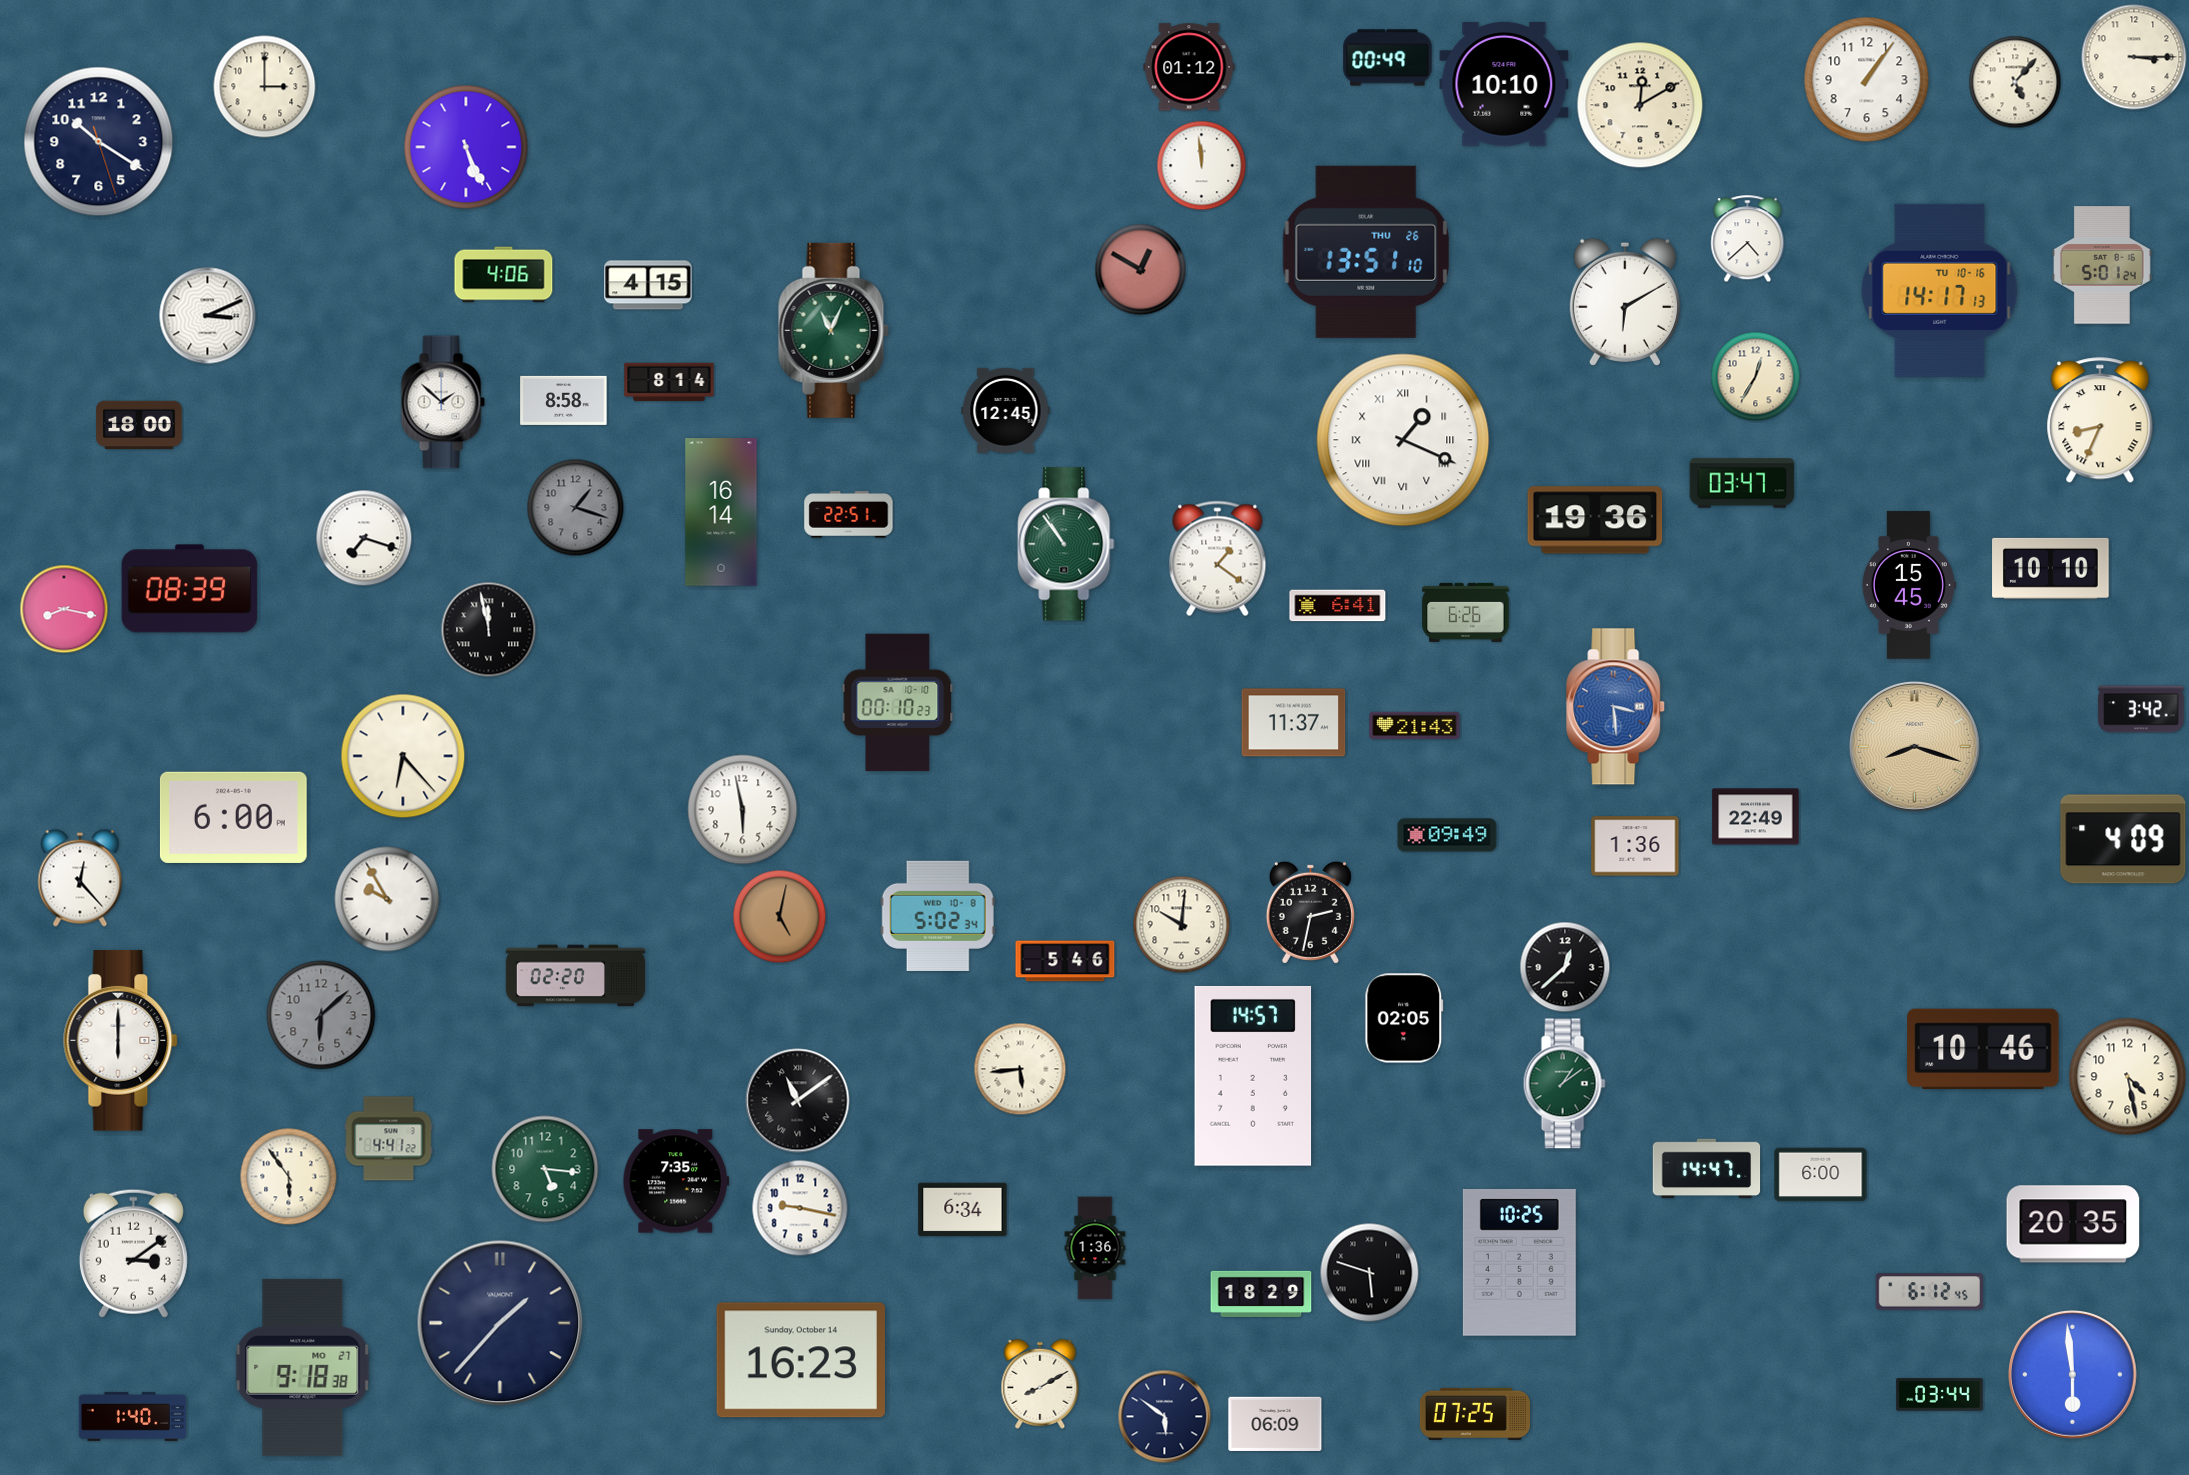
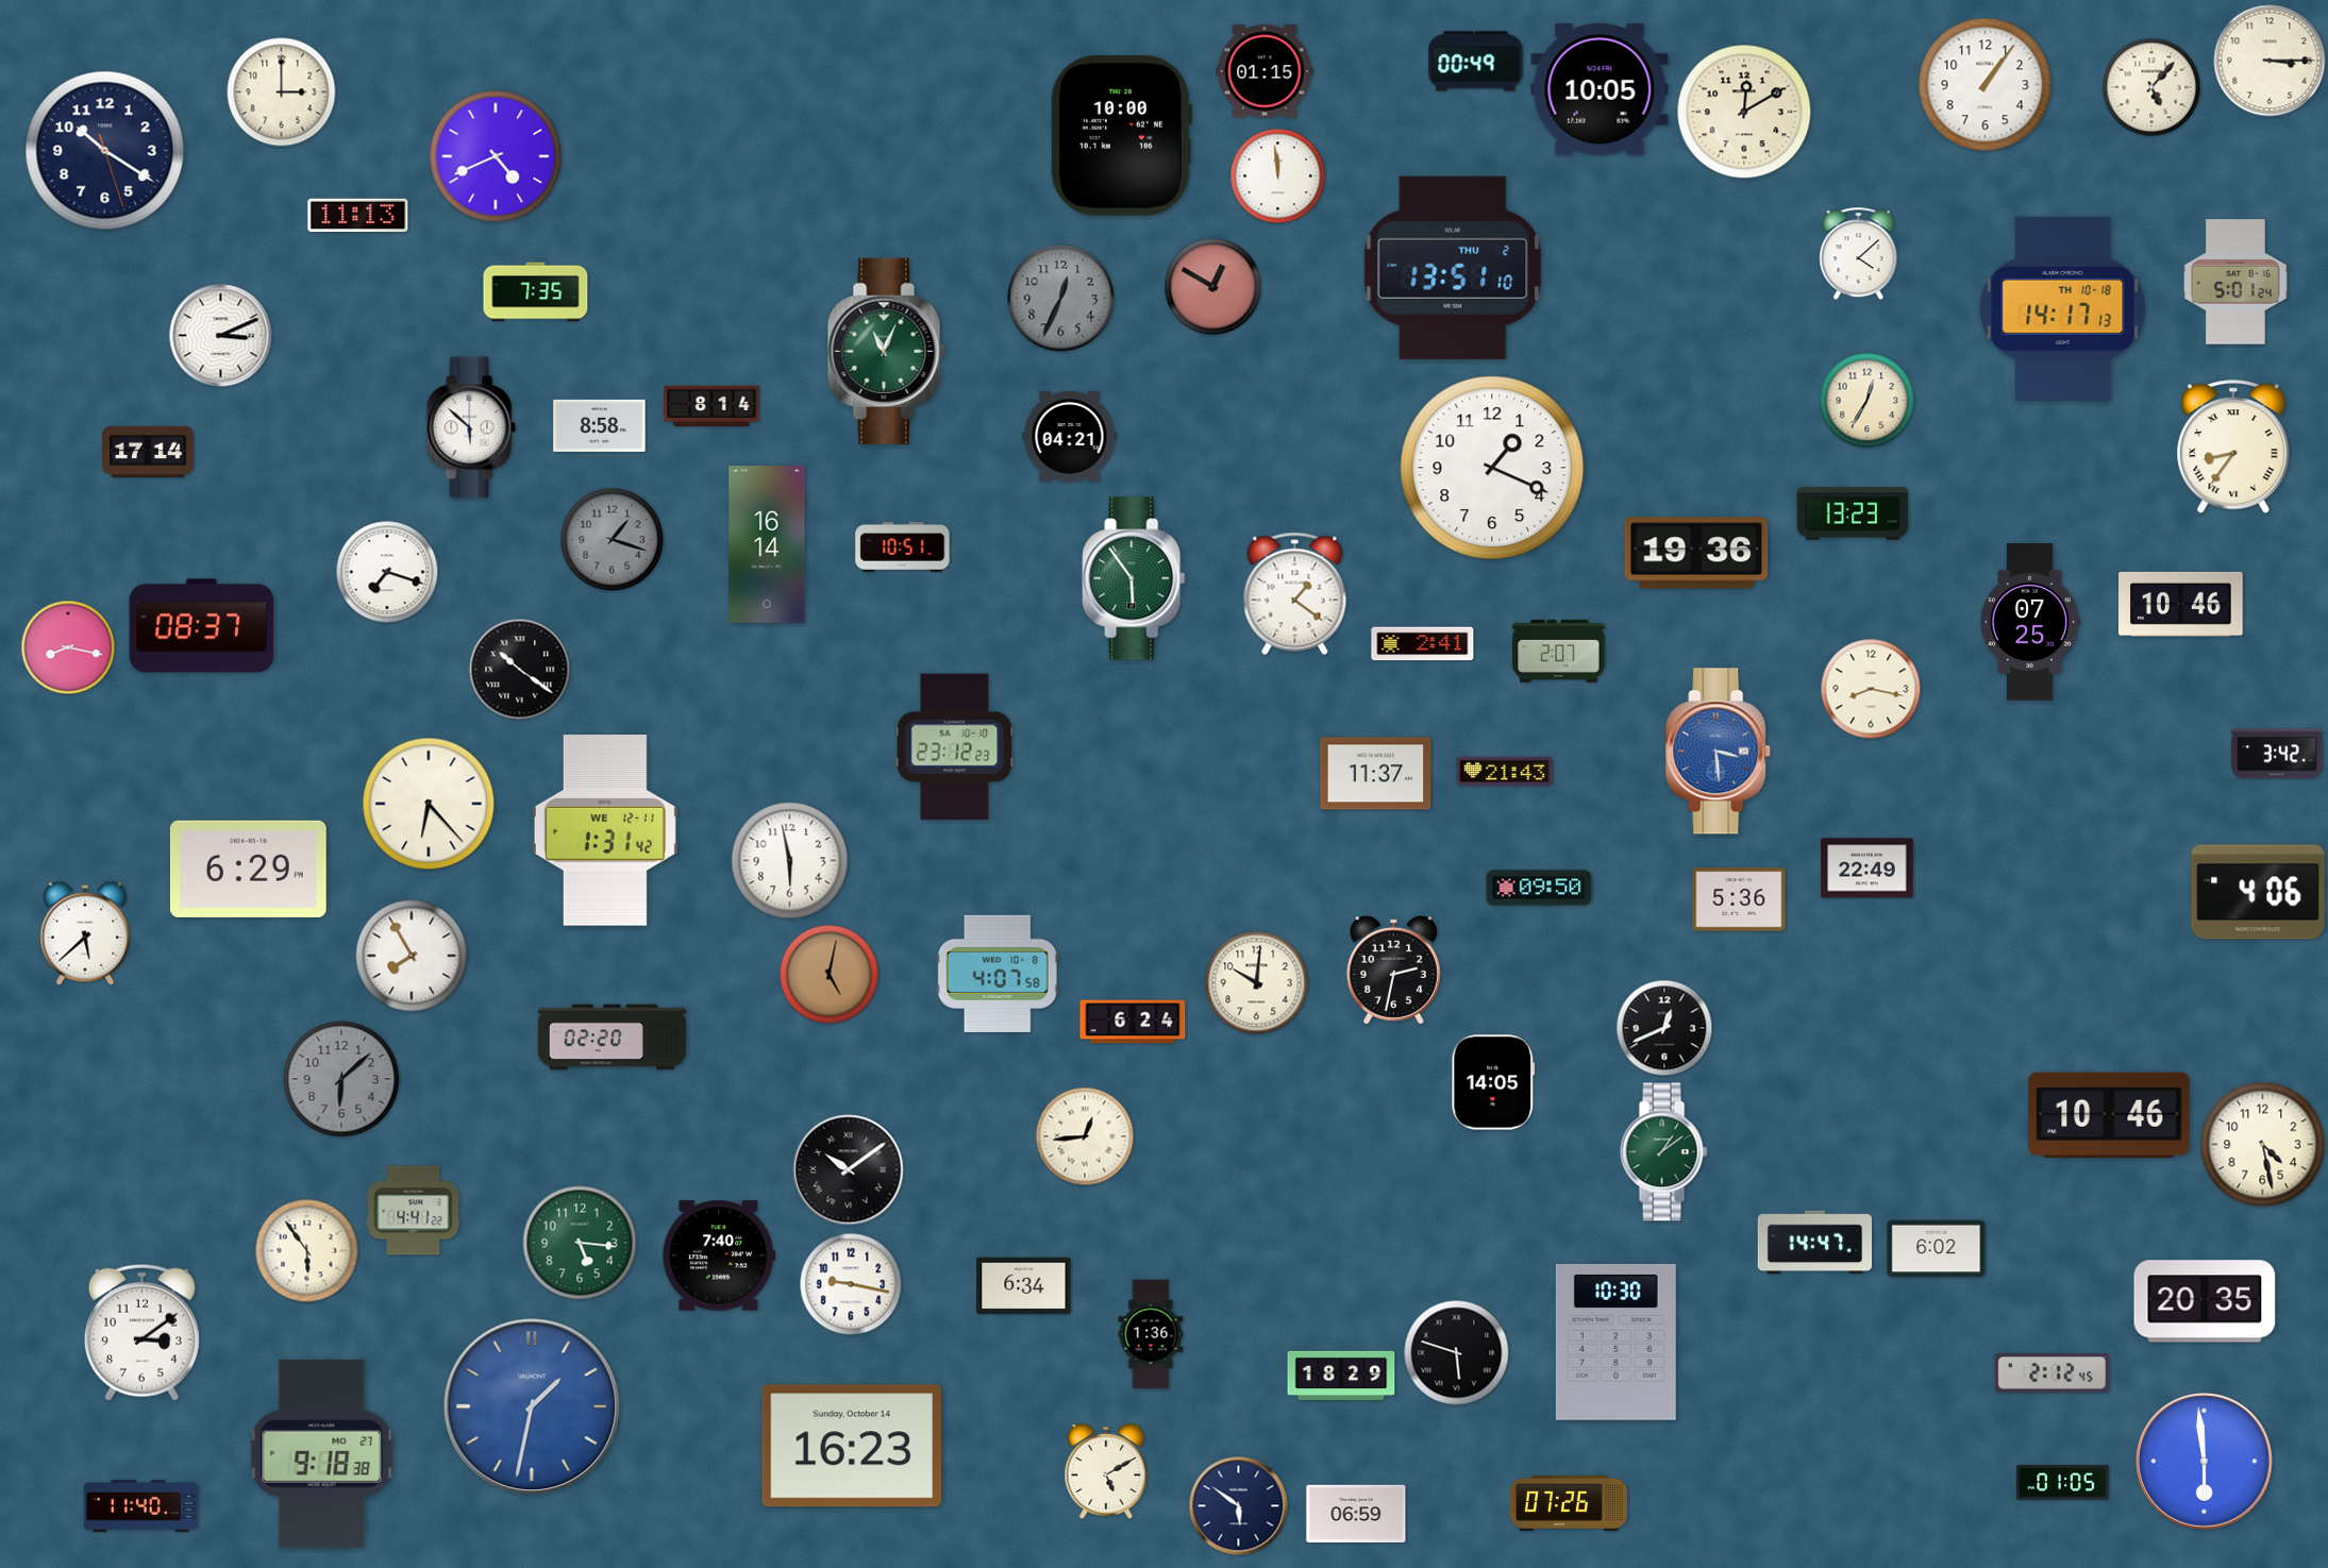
clock at (1189, 67): 01:12 -> 01:15
clock at (2015, 82) position: (2015, 82) -> (2151, 87)
clock at (1504, 84): 10:10 -> 10:05
clock at (1121, 136): none -> 10:00
clock at (466, 147): 5:26 -> 4:41
clock at (358, 216): none -> 11:13
clock at (1748, 239): 4:38 -> 4:08
clock at (1366, 252) date: THU 26 -> THU 2
clock at (504, 275): 4:06 -> 7:35
clock at (1061, 299): none -> 12:34
clock at (648, 285): 4:15 -> none
clock at (1940, 290) date: TU 10-16 -> TH 10-18
clock at (1625, 302): 6:10 -> none
clock at (443, 402): 1:52 -> 5:52
clock at (1006, 410): 12:45 -> 04:21
clock at (2100, 421): 8:34 -> 8:36
clock at (139, 425): 18:00 -> 17:14
clock at (1403, 440) numerals: Roman -> Arabic
clock at (1742, 483): 03:47 -> 13:23
clock at (849, 515): 22:51 -> 10:51
clock at (1066, 544): 10:54 -> 5:54
clock at (2051, 568): 10:10 -> 10:46
clock at (1909, 585): 15:45 -> 07:25
clock at (190, 589): 08:39 -> 08:37
clock at (1338, 606): 6:41 -> 2:41
clock at (1466, 612): 6:26 -> 2:07
clock at (489, 630): 11:58 -> 10:21
clock at (1871, 689): none -> 8:17
clock at (898, 703): 00:10 -> 23:12
clock at (1294, 723) position: (1294, 723) -> (1376, 774)
clock at (1914, 746): 8:18 -> none
clock at (605, 831): none -> 1:31
clock at (233, 817): 6:00 -> 6:29
clock at (1447, 835): 09:49 -> 09:50
clock at (2123, 839): 4:09 -> 4:06
clock at (1635, 846): 1:36 -> 5:36
clock at (80, 878): 12:23 -> 5:38
clock at (387, 899): 9:55 -> 7:55
clock at (938, 916): 5:02 -> 4:07
clock at (1065, 961): 5:46 -> 6:24
clock at (1565, 967): 12:38 -> 12:41
clock at (1404, 1018): 02:05 -> 14:05
clock at (121, 1041): 6:00 -> none
clock at (1020, 1069): 5:44 -> 12:44
clock at (1253, 1076): 14:57 -> none
clock at (798, 1101): 11:09 -> 10:09
clock at (1821, 1175): 6:00 -> 6:02
clock at (675, 1181): 7:35 -> 7:40
clock at (1095, 1248) position: (1095, 1248) -> (1151, 1334)
clock at (1519, 1262): 10:25 -> 10:30
clock at (1929, 1292): 6:12 -> 2:12
clock at (500, 1323): 1:37 -> 1:32
clock at (500, 1323) dial: navy -> blue
clock at (1040, 1384): 8:10 -> 5:10
clock at (1940, 1395): 03:44 -> 01:05
clock at (1475, 1414): 07:25 -> 07:26
clock at (133, 1416): 1:40 -> 11:40
clock at (1275, 1423): 06:09 -> 06:59
